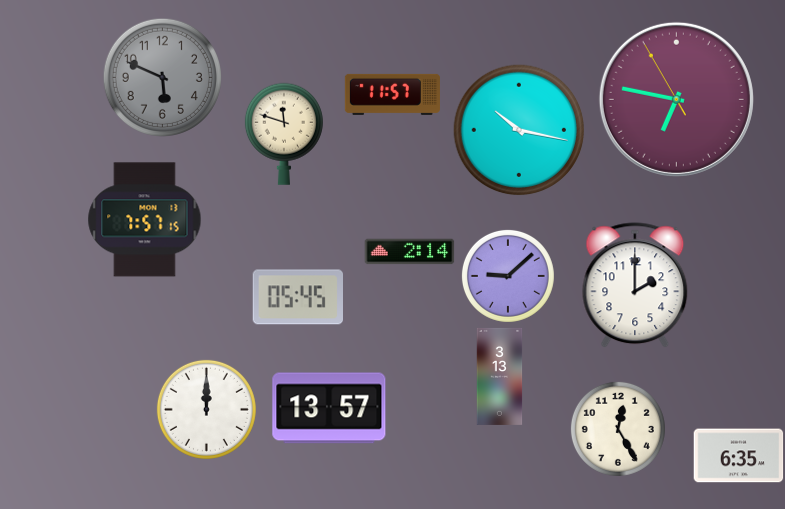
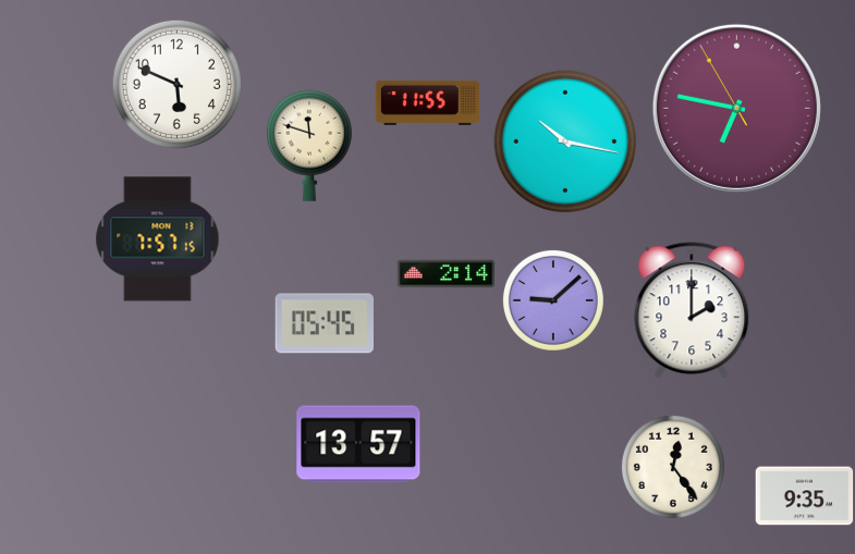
clock at (162, 77) dial: grey -> white
clock at (392, 94): 11:57 -> 11:55
clock at (500, 376): 3:13 -> none
clock at (206, 409): 12:00 -> none
clock at (618, 429): 12:25 -> 12:24
clock at (739, 456): 6:35 -> 9:35
